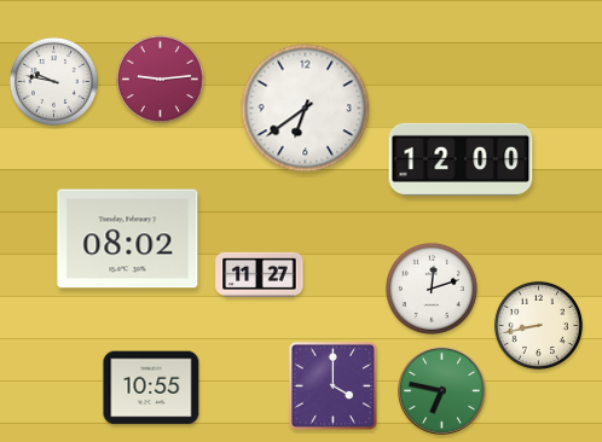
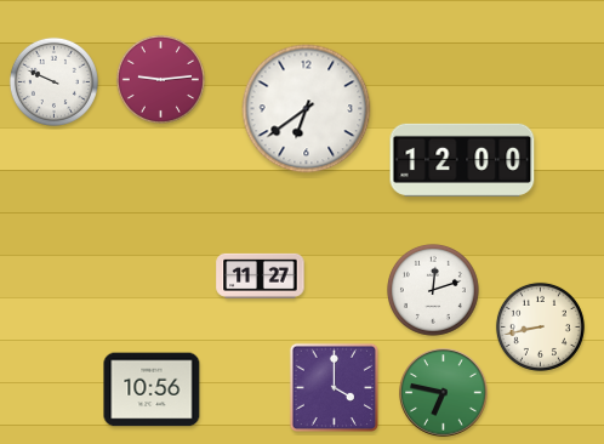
clock at (53, 81): 9:47 -> 9:49
clock at (128, 239): 08:02 -> none
clock at (151, 388): 10:55 -> 10:56
